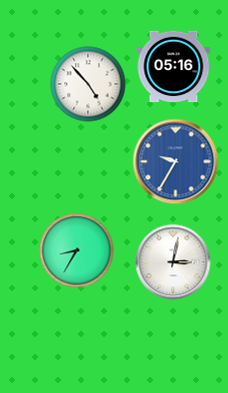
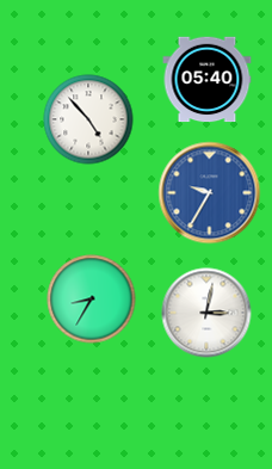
clock at (174, 67): 05:16 -> 05:40
clock at (88, 84) position: (88, 84) -> (88, 119)
